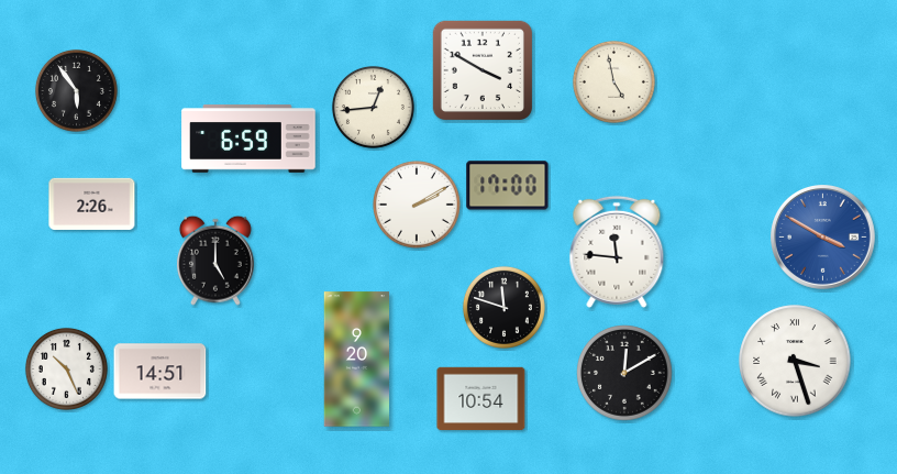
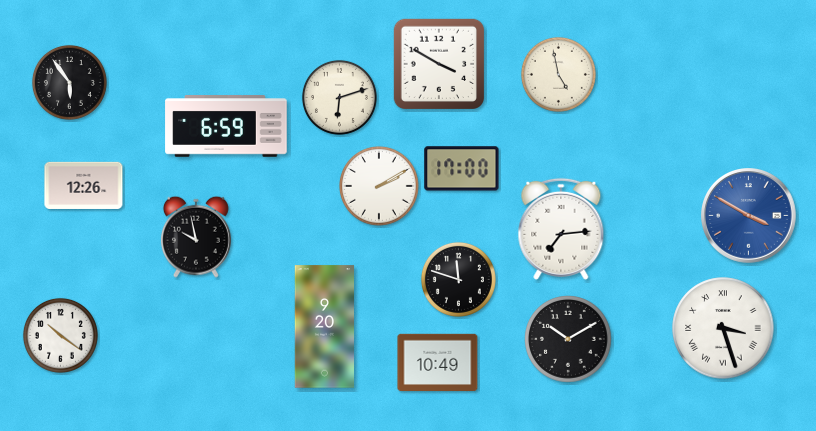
clock at (373, 107): 12:44 -> 6:12
clock at (92, 203): 2:26 -> 12:26
clock at (617, 252): 11:46 -> 7:14
clock at (215, 261): 5:00 -> 9:58
clock at (66, 368): 10:26 -> 10:21
clock at (160, 372): 14:51 -> none
clock at (624, 373): 12:10 -> 10:10
clock at (481, 399): 10:54 -> 10:49
